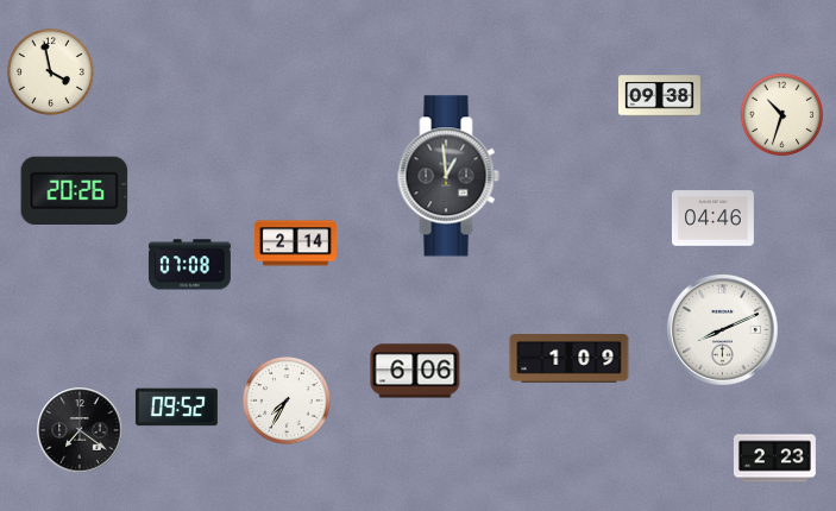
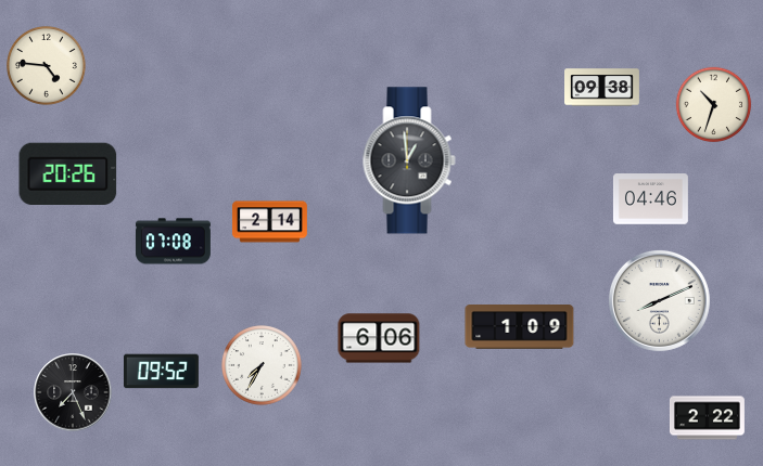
clock at (51, 72): 3:58 -> 4:46
clock at (80, 430): 7:21 -> 7:26
clock at (774, 459): 2:23 -> 2:22
